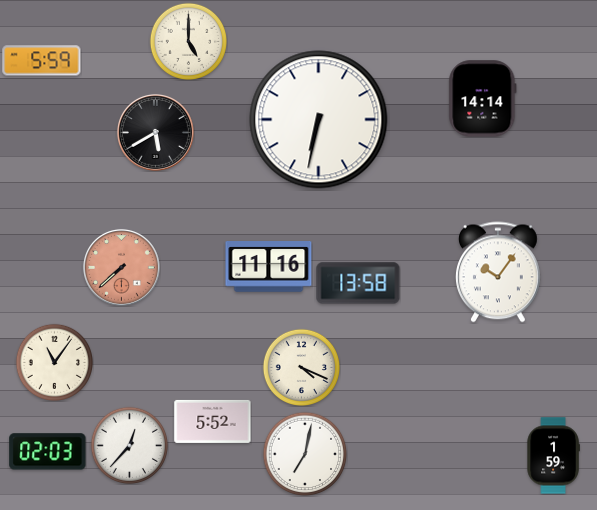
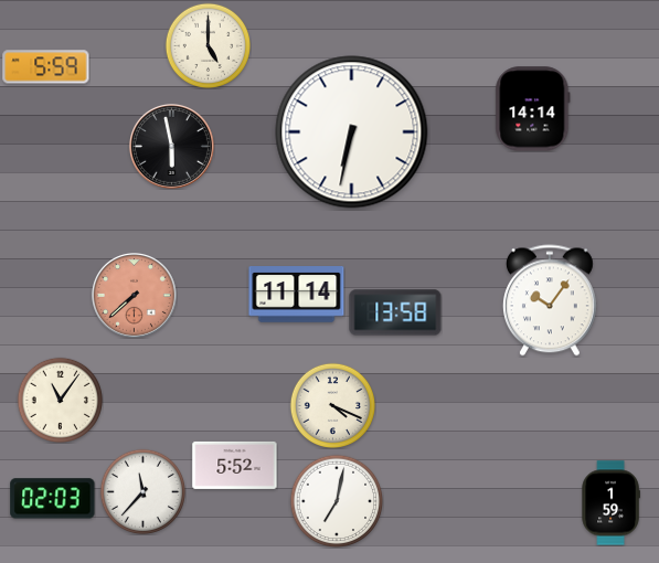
clock at (155, 132): 5:40 -> 5:58
clock at (269, 267): 11:16 -> 11:14
clock at (129, 445): 12:37 -> 11:37
